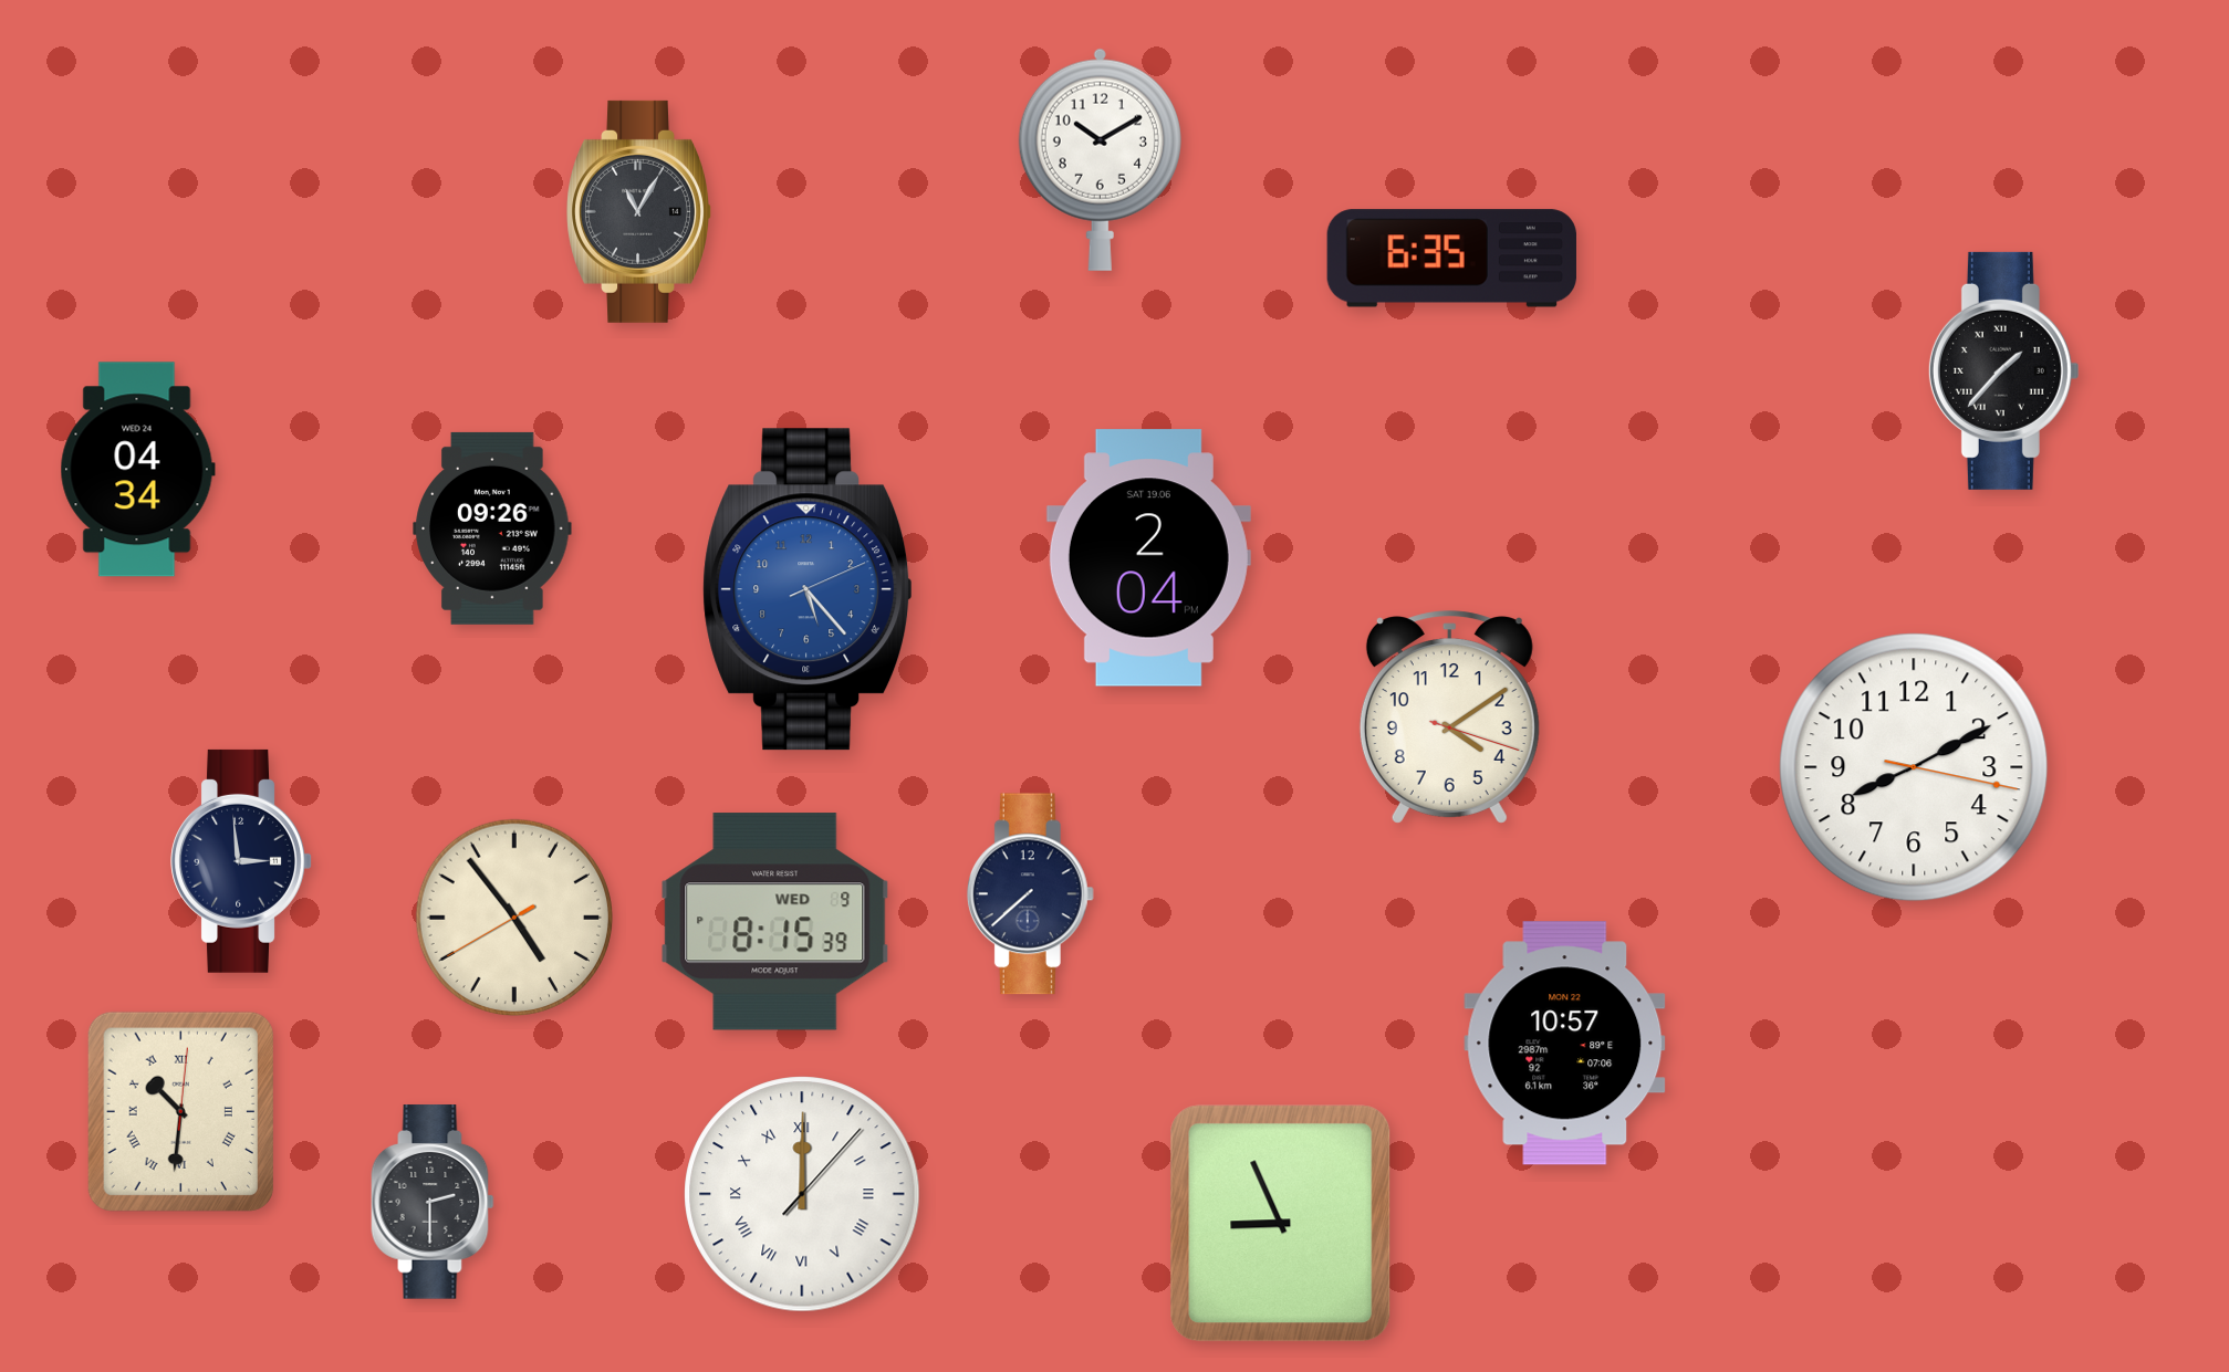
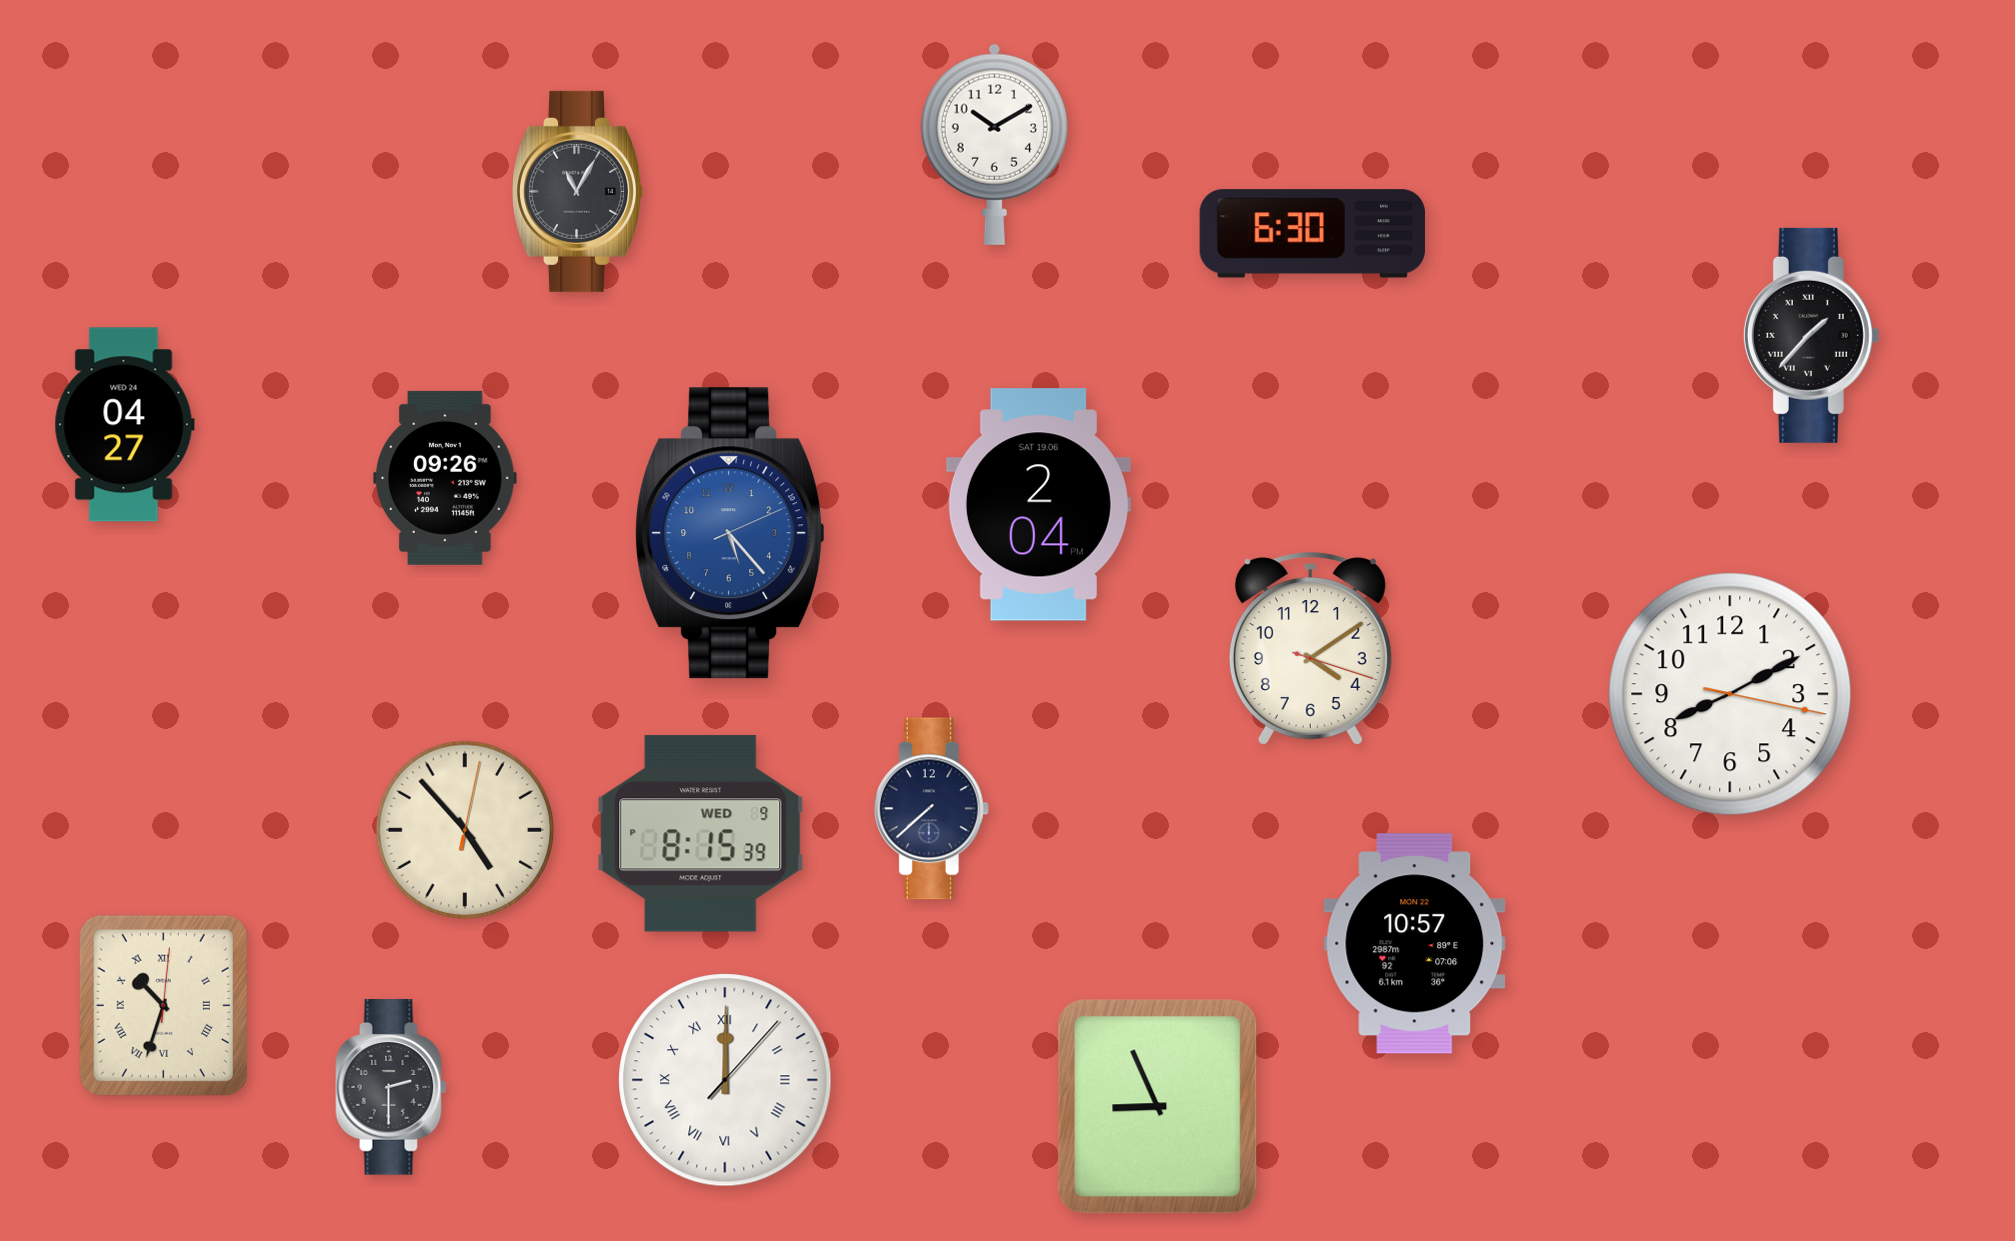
clock at (1451, 259): 6:35 -> 6:30
clock at (137, 470): 04:34 -> 04:27
clock at (241, 861): 2:59 -> none
clock at (513, 917): 4:53:40 -> 4:53:02
clock at (180, 1111): 10:31 -> 10:33
